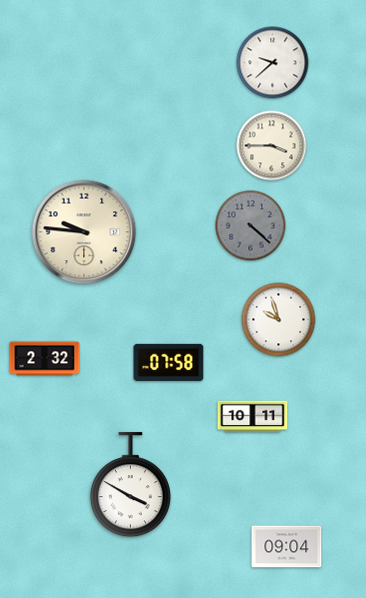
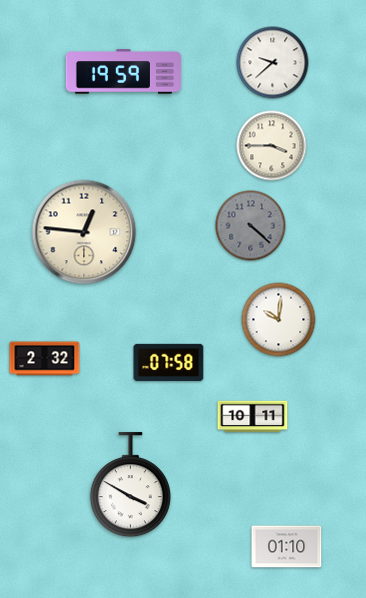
clock at (123, 72): none -> 19:59
clock at (84, 232): 9:46 -> 12:46
clock at (279, 320): 9:57 -> 10:01
clock at (287, 547): 09:04 -> 01:10
